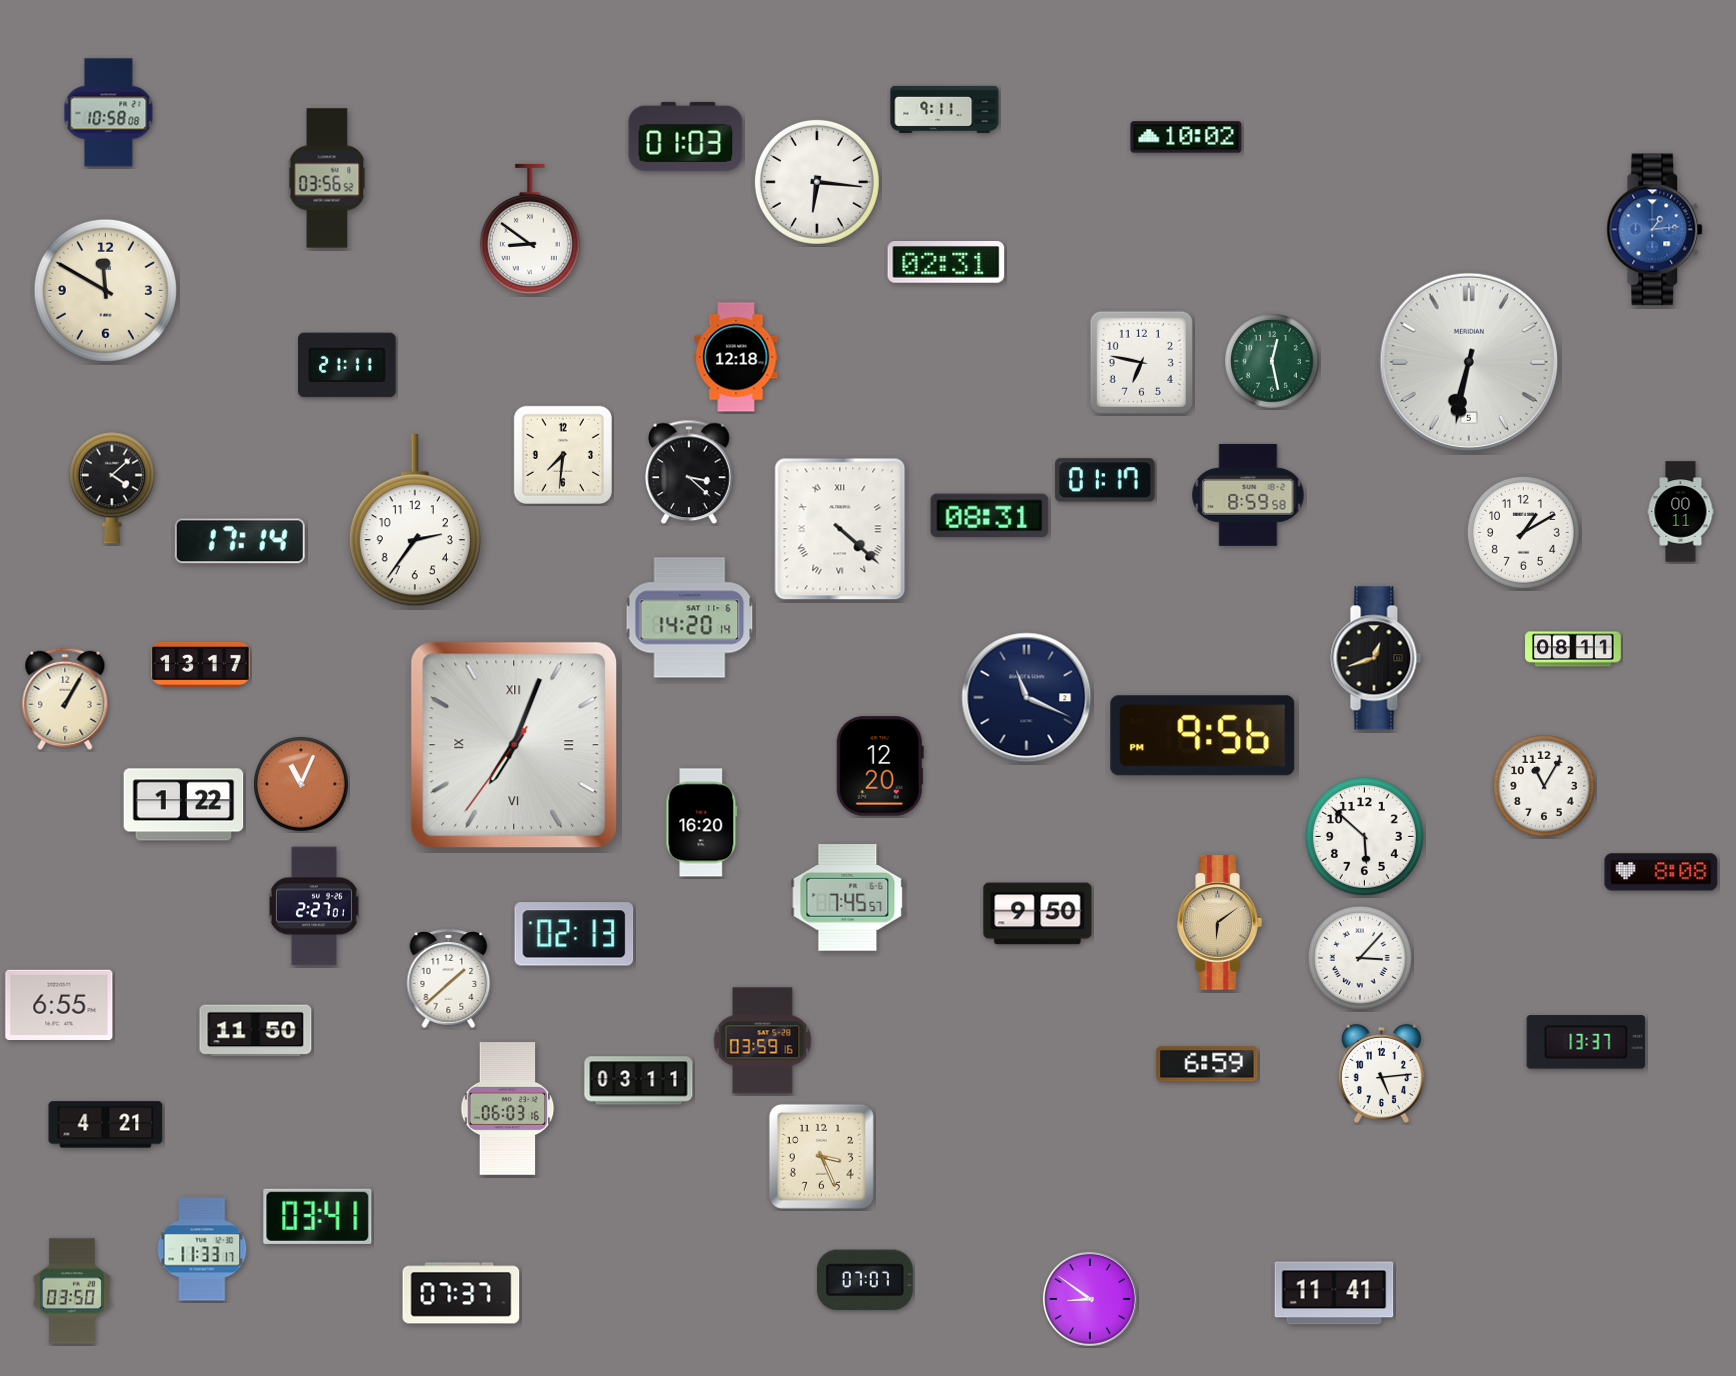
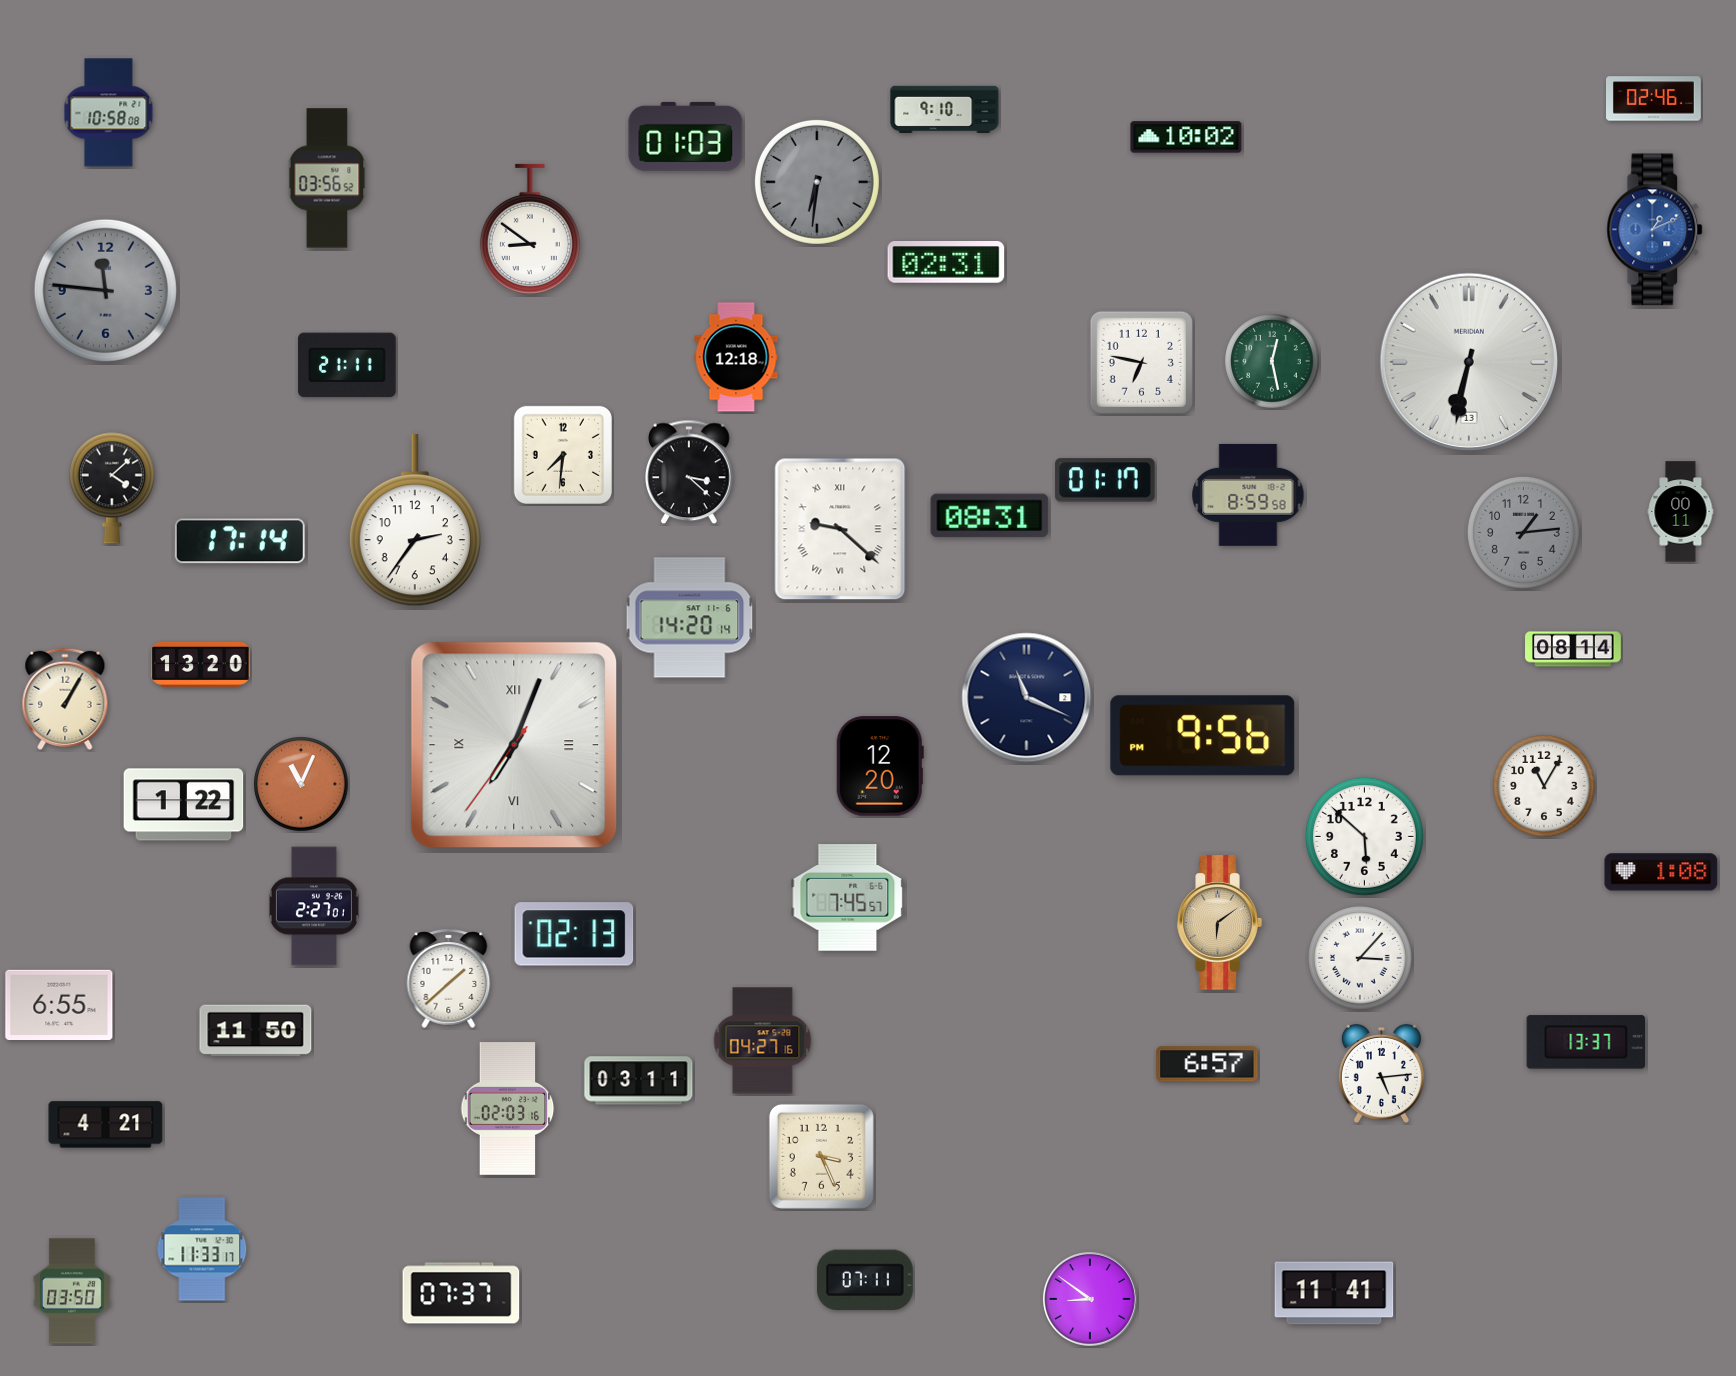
clock at (1654, 99): none -> 02:46
clock at (945, 109): 9:11 -> 9:10
clock at (817, 182): 6:16 -> 6:31
clock at (817, 182) dial: white -> grey
clock at (1655, 230): 1:14 -> 1:11
clock at (105, 290): 11:50 -> 11:46
clock at (105, 290) dial: cream -> grey
clock at (1469, 362) date: 5 -> 13
clock at (840, 529): 4:22 -> 9:22
clock at (1523, 532): 1:10 -> 1:14
clock at (1523, 532) dial: white -> grey
clock at (1573, 649): 08:11 -> 08:14
clock at (1376, 658): 12:42 -> none
clock at (201, 664): 13:17 -> 13:20
clock at (702, 823): 16:20 -> none
clock at (1661, 872): 8:08 -> 1:08
clock at (1038, 914): 9:50 -> none
clock at (763, 1041): 03:59 -> 04:27
clock at (1207, 1064): 6:59 -> 6:57
clock at (508, 1109): 06:03 -> 02:03
clock at (318, 1216): 03:41 -> none
clock at (865, 1280): 07:07 -> 07:11
